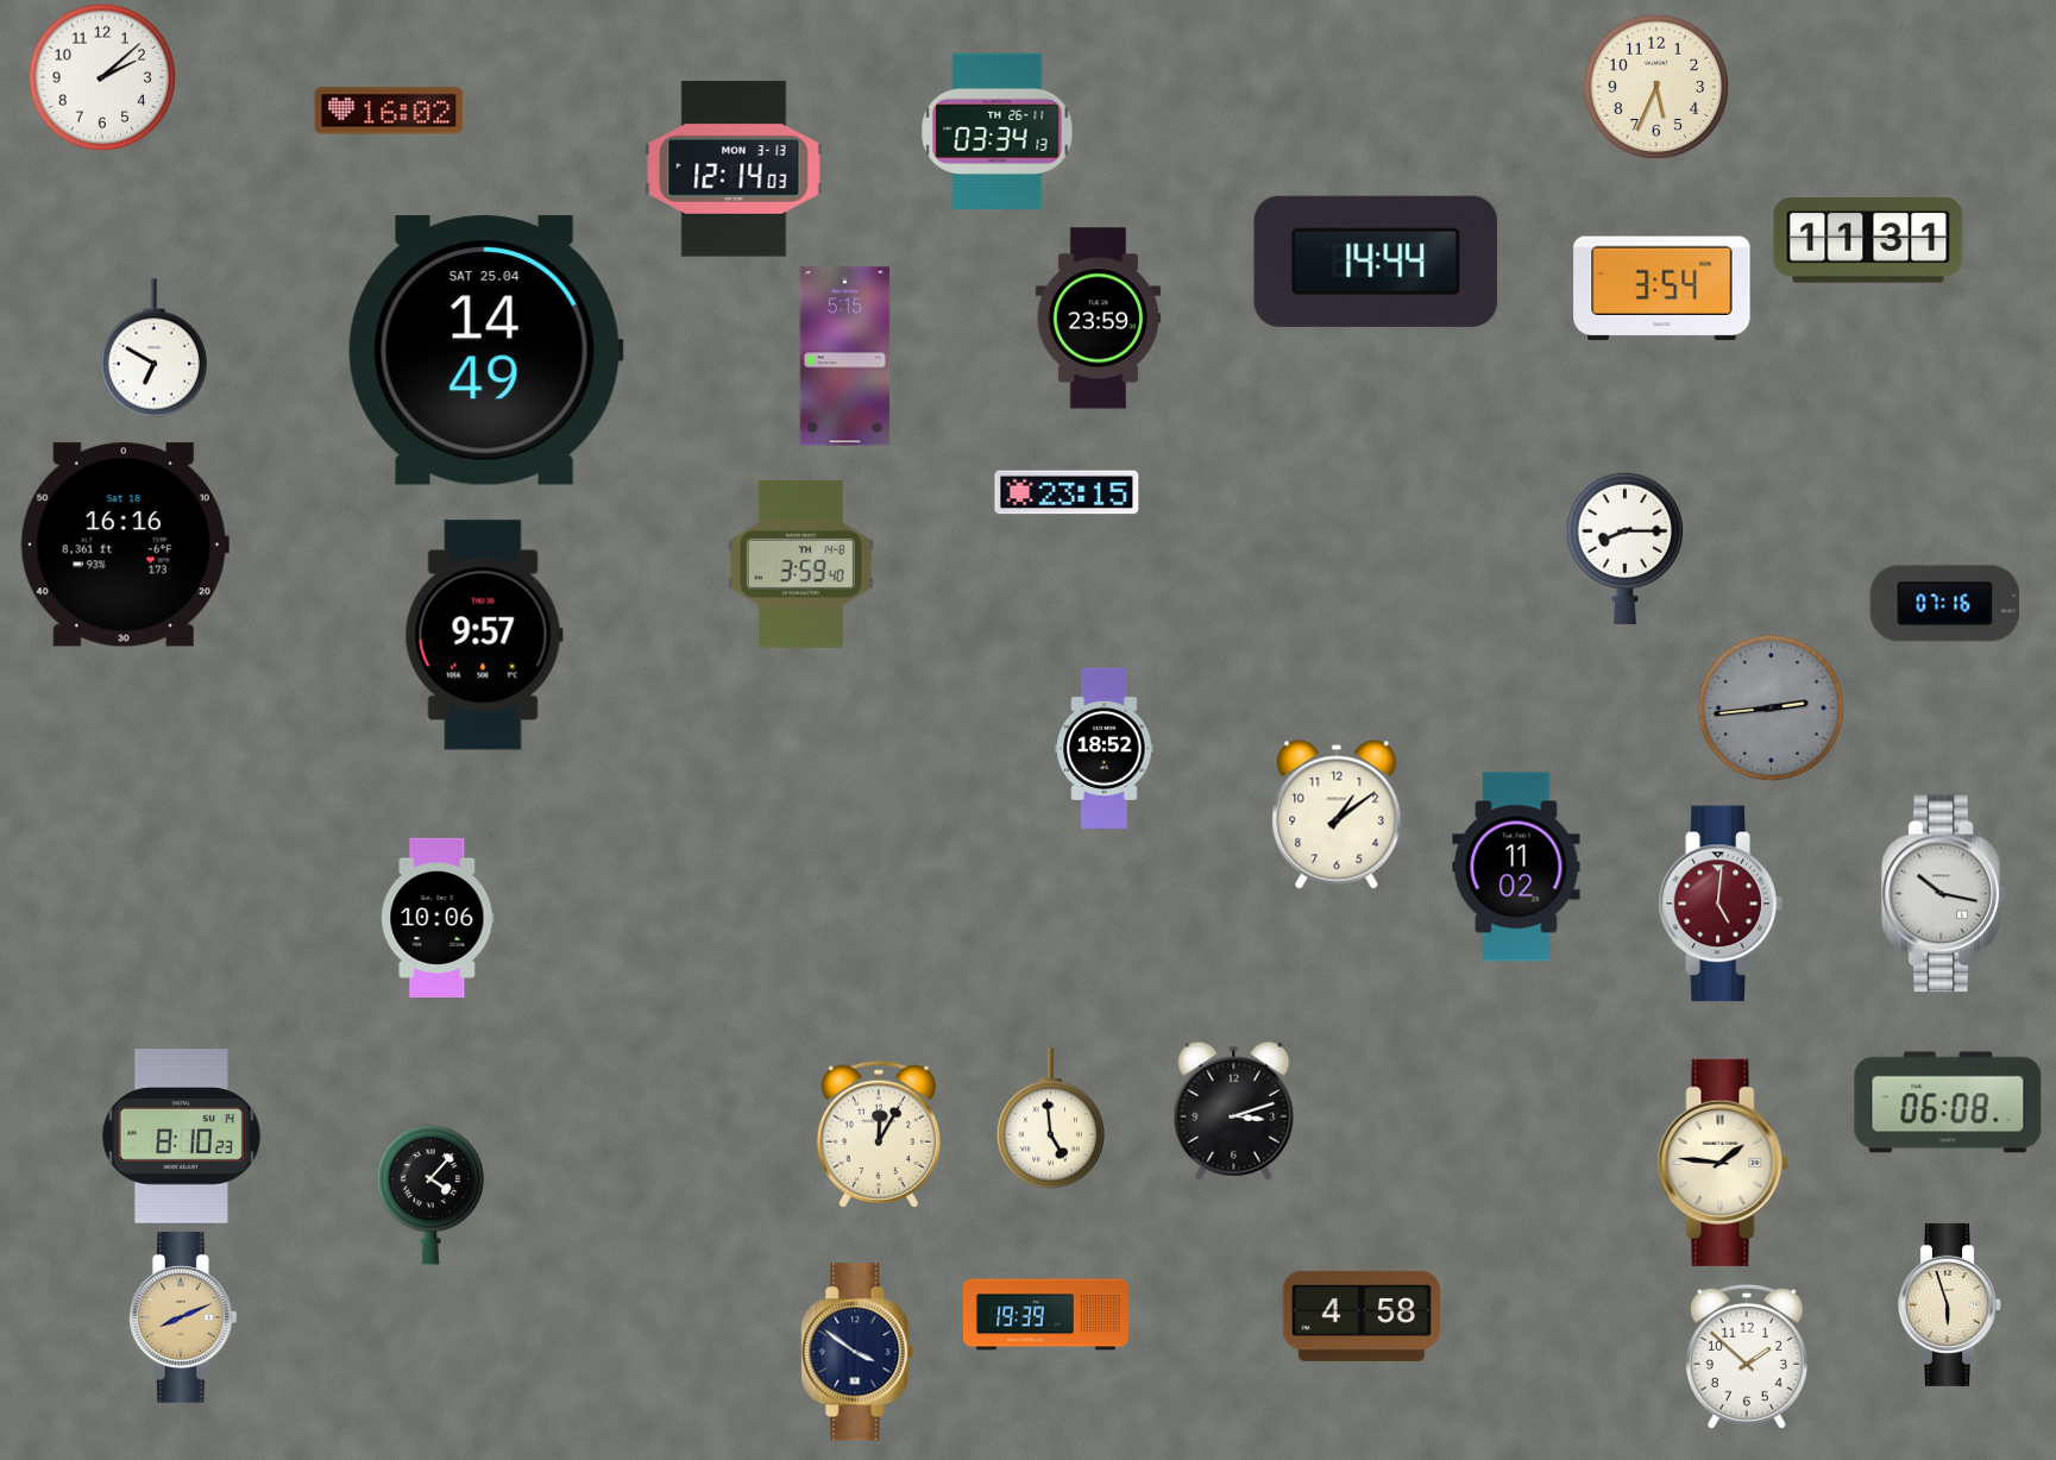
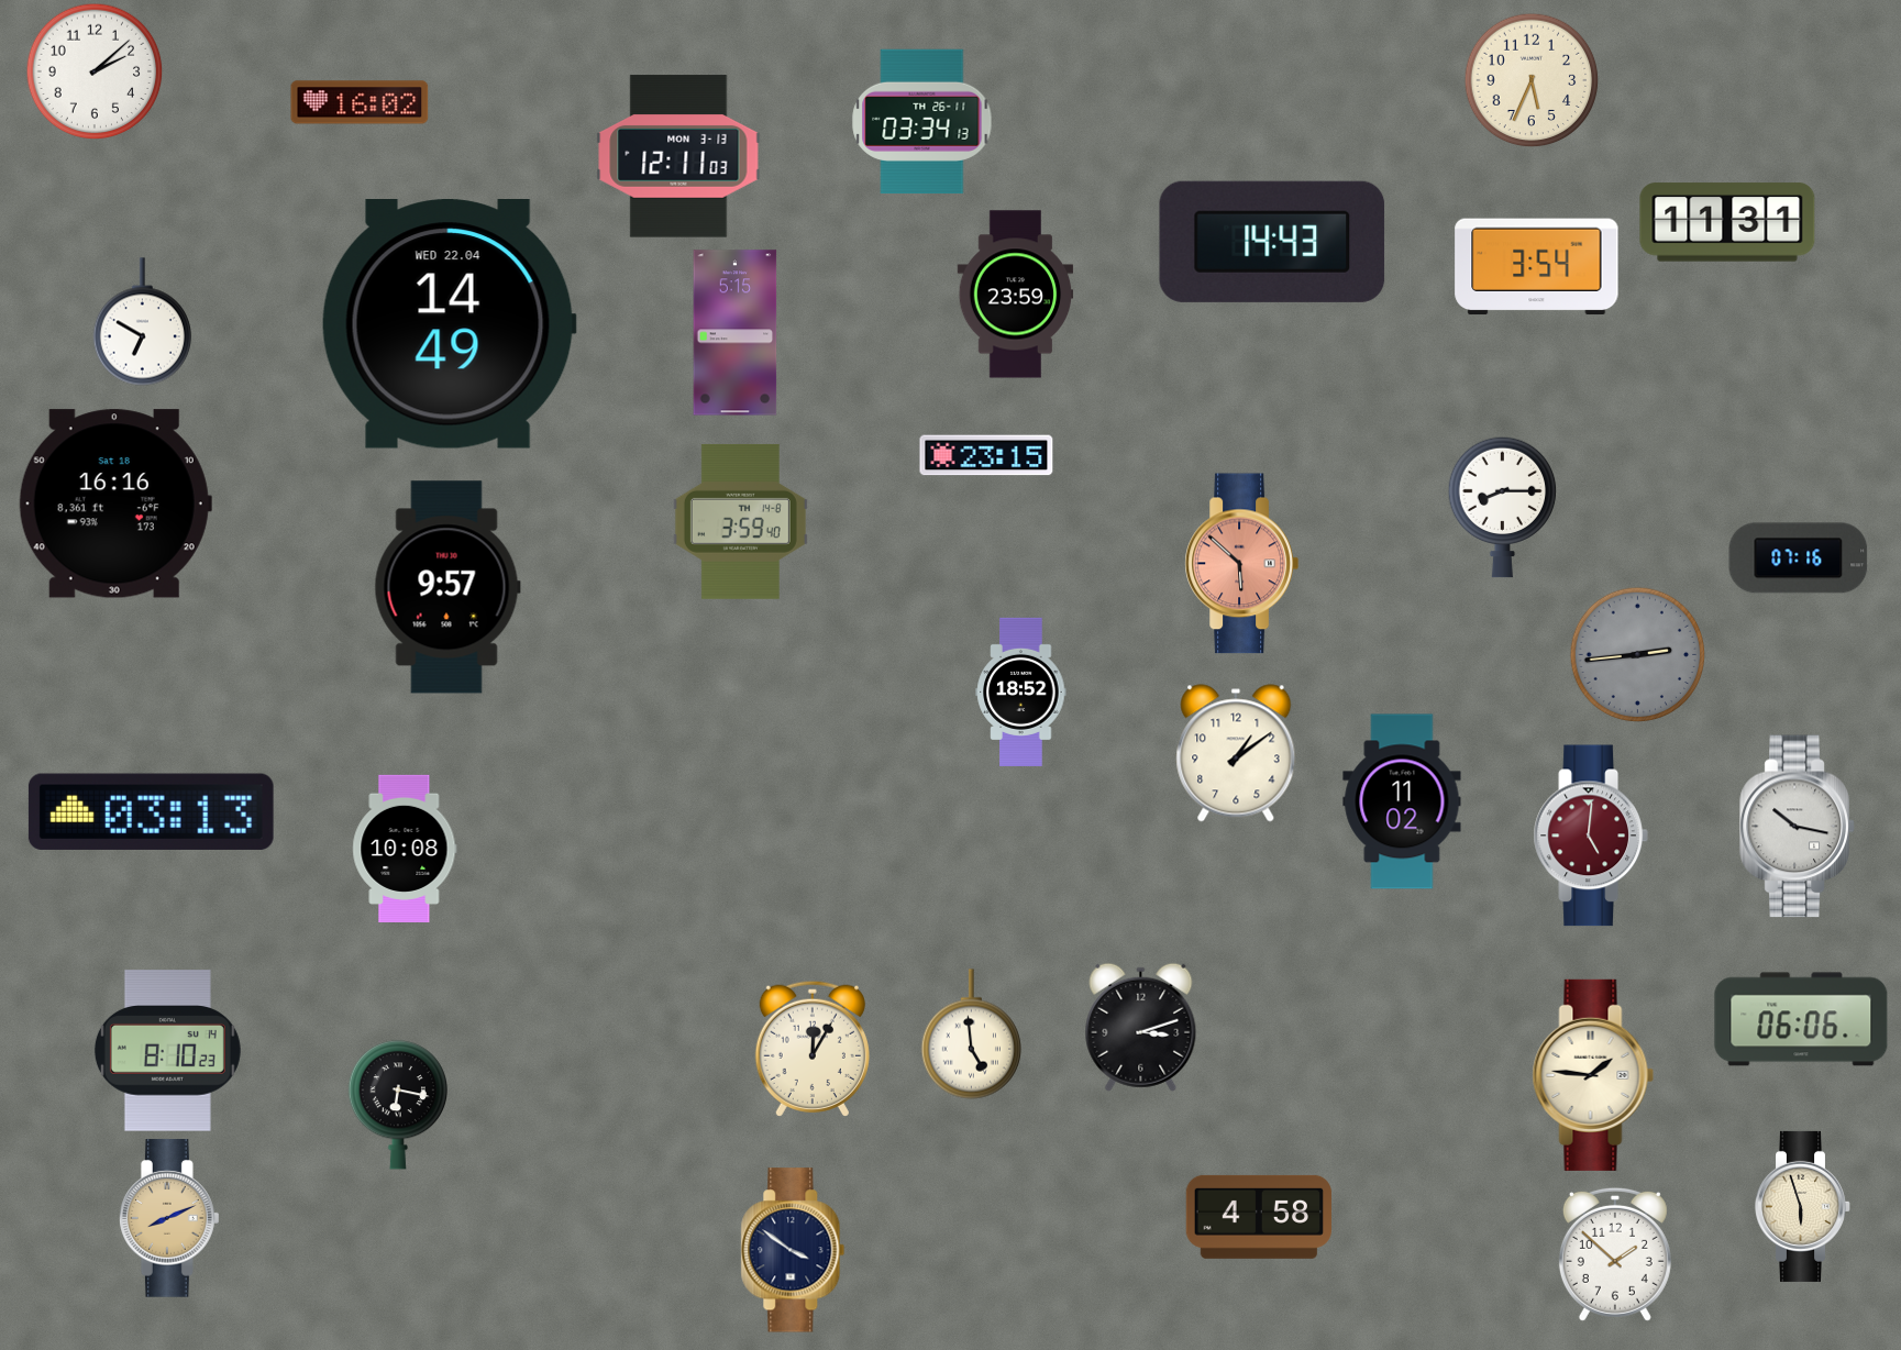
clock at (734, 169): 12:14 -> 12:11
clock at (1376, 262): 14:44 -> 14:43
clock at (485, 351) date: SAT 25.04 -> WED 22.04
clock at (845, 357) position: (845, 357) -> (736, 333)
clock at (1241, 564): none -> 5:52
clock at (151, 811): none -> 03:13
clock at (438, 918): 10:06 -> 10:08
clock at (1948, 1102): 06:08 -> 06:06
clock at (429, 1195): 4:07 -> 6:17
clock at (1045, 1315): 19:39 -> none
